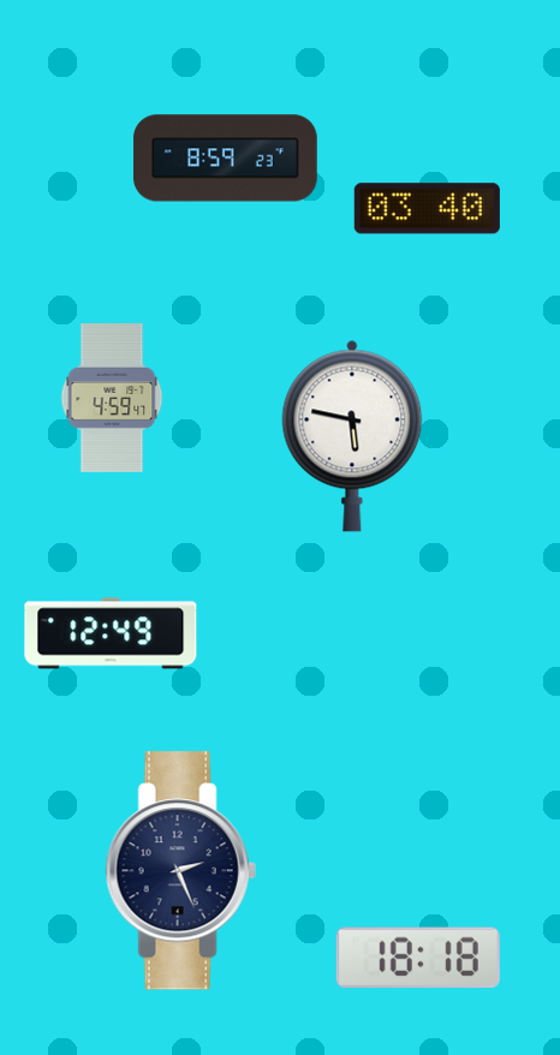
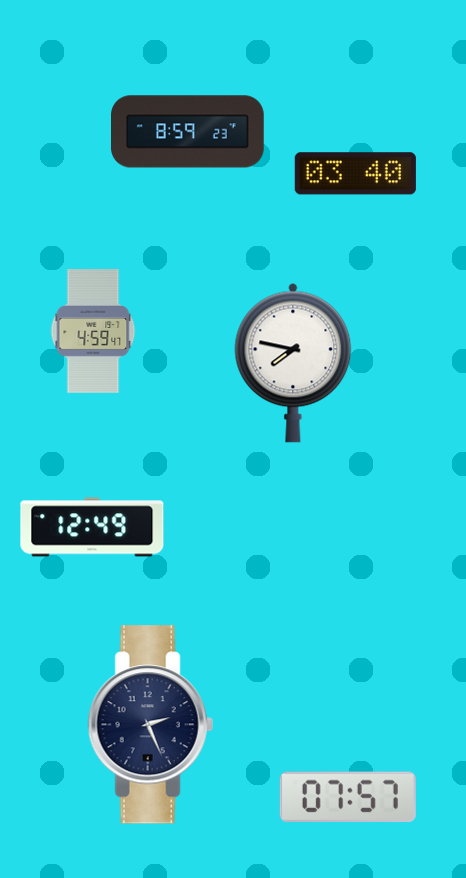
clock at (352, 436): 5:47 -> 7:47
clock at (418, 958): 18:18 -> 07:57
